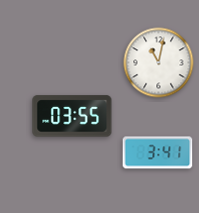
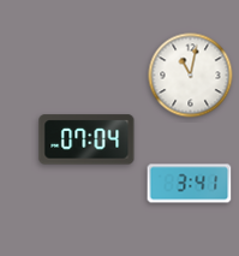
clock at (72, 116): 03:55 -> 07:04
